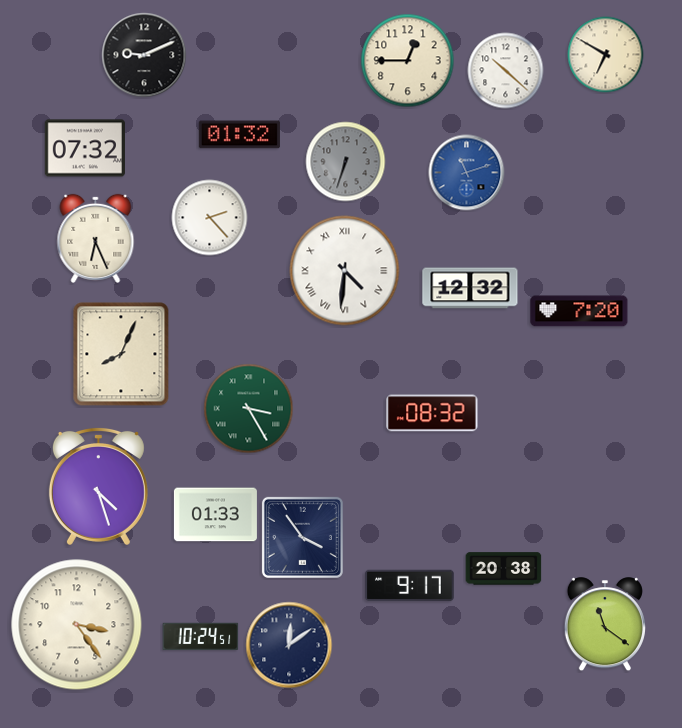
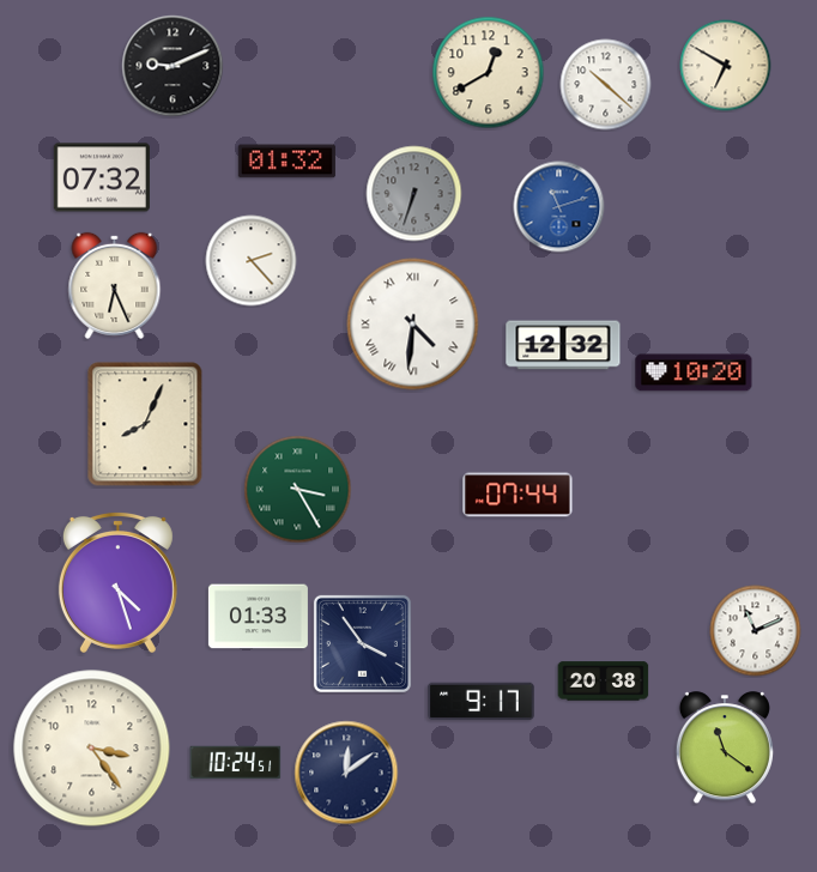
clock at (408, 61): 12:45 -> 12:40
clock at (579, 311): 7:20 -> 10:20
clock at (432, 413): 08:32 -> 07:44
clock at (756, 631): none -> 11:11
clock at (410, 586) position: (410, 586) -> (482, 702)
clock at (201, 636) position: (201, 636) -> (236, 762)
